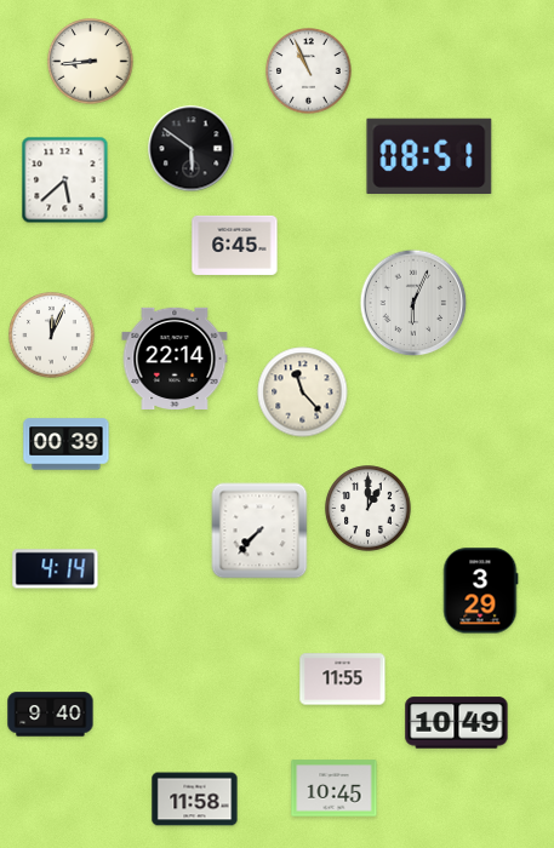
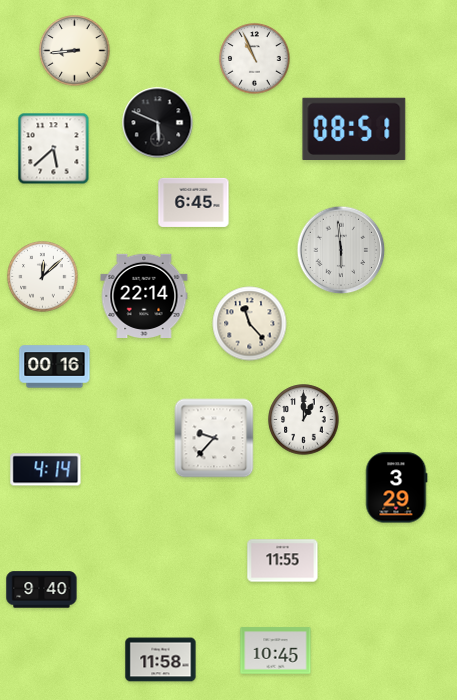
clock at (192, 149): 5:51 -> 5:49
clock at (413, 303): 6:04 -> 5:59
clock at (52, 336): 12:04 -> 12:08
clock at (67, 445): 00:39 -> 00:16
clock at (259, 531): 7:37 -> 9:37
clock at (457, 723): 10:49 -> none
